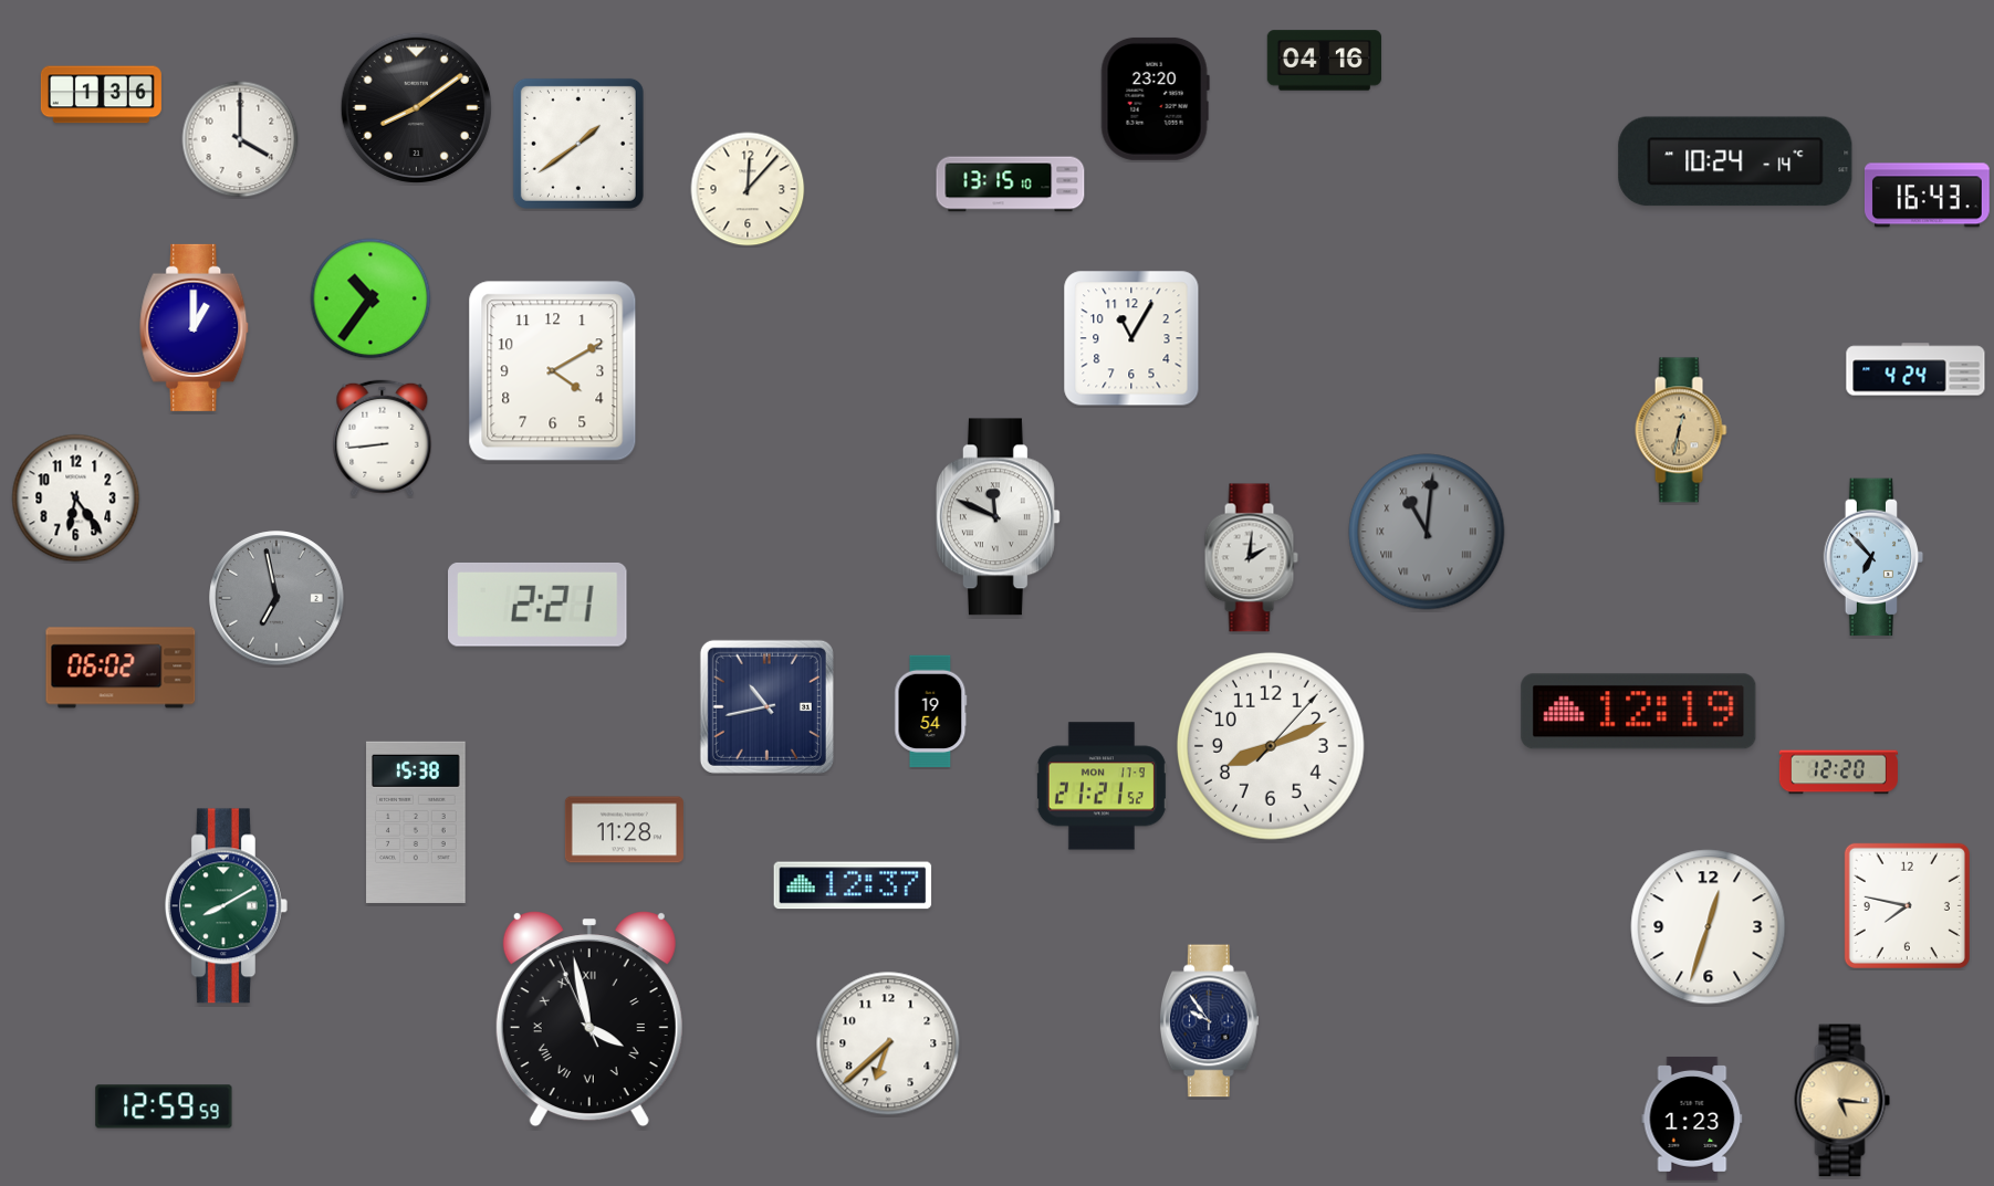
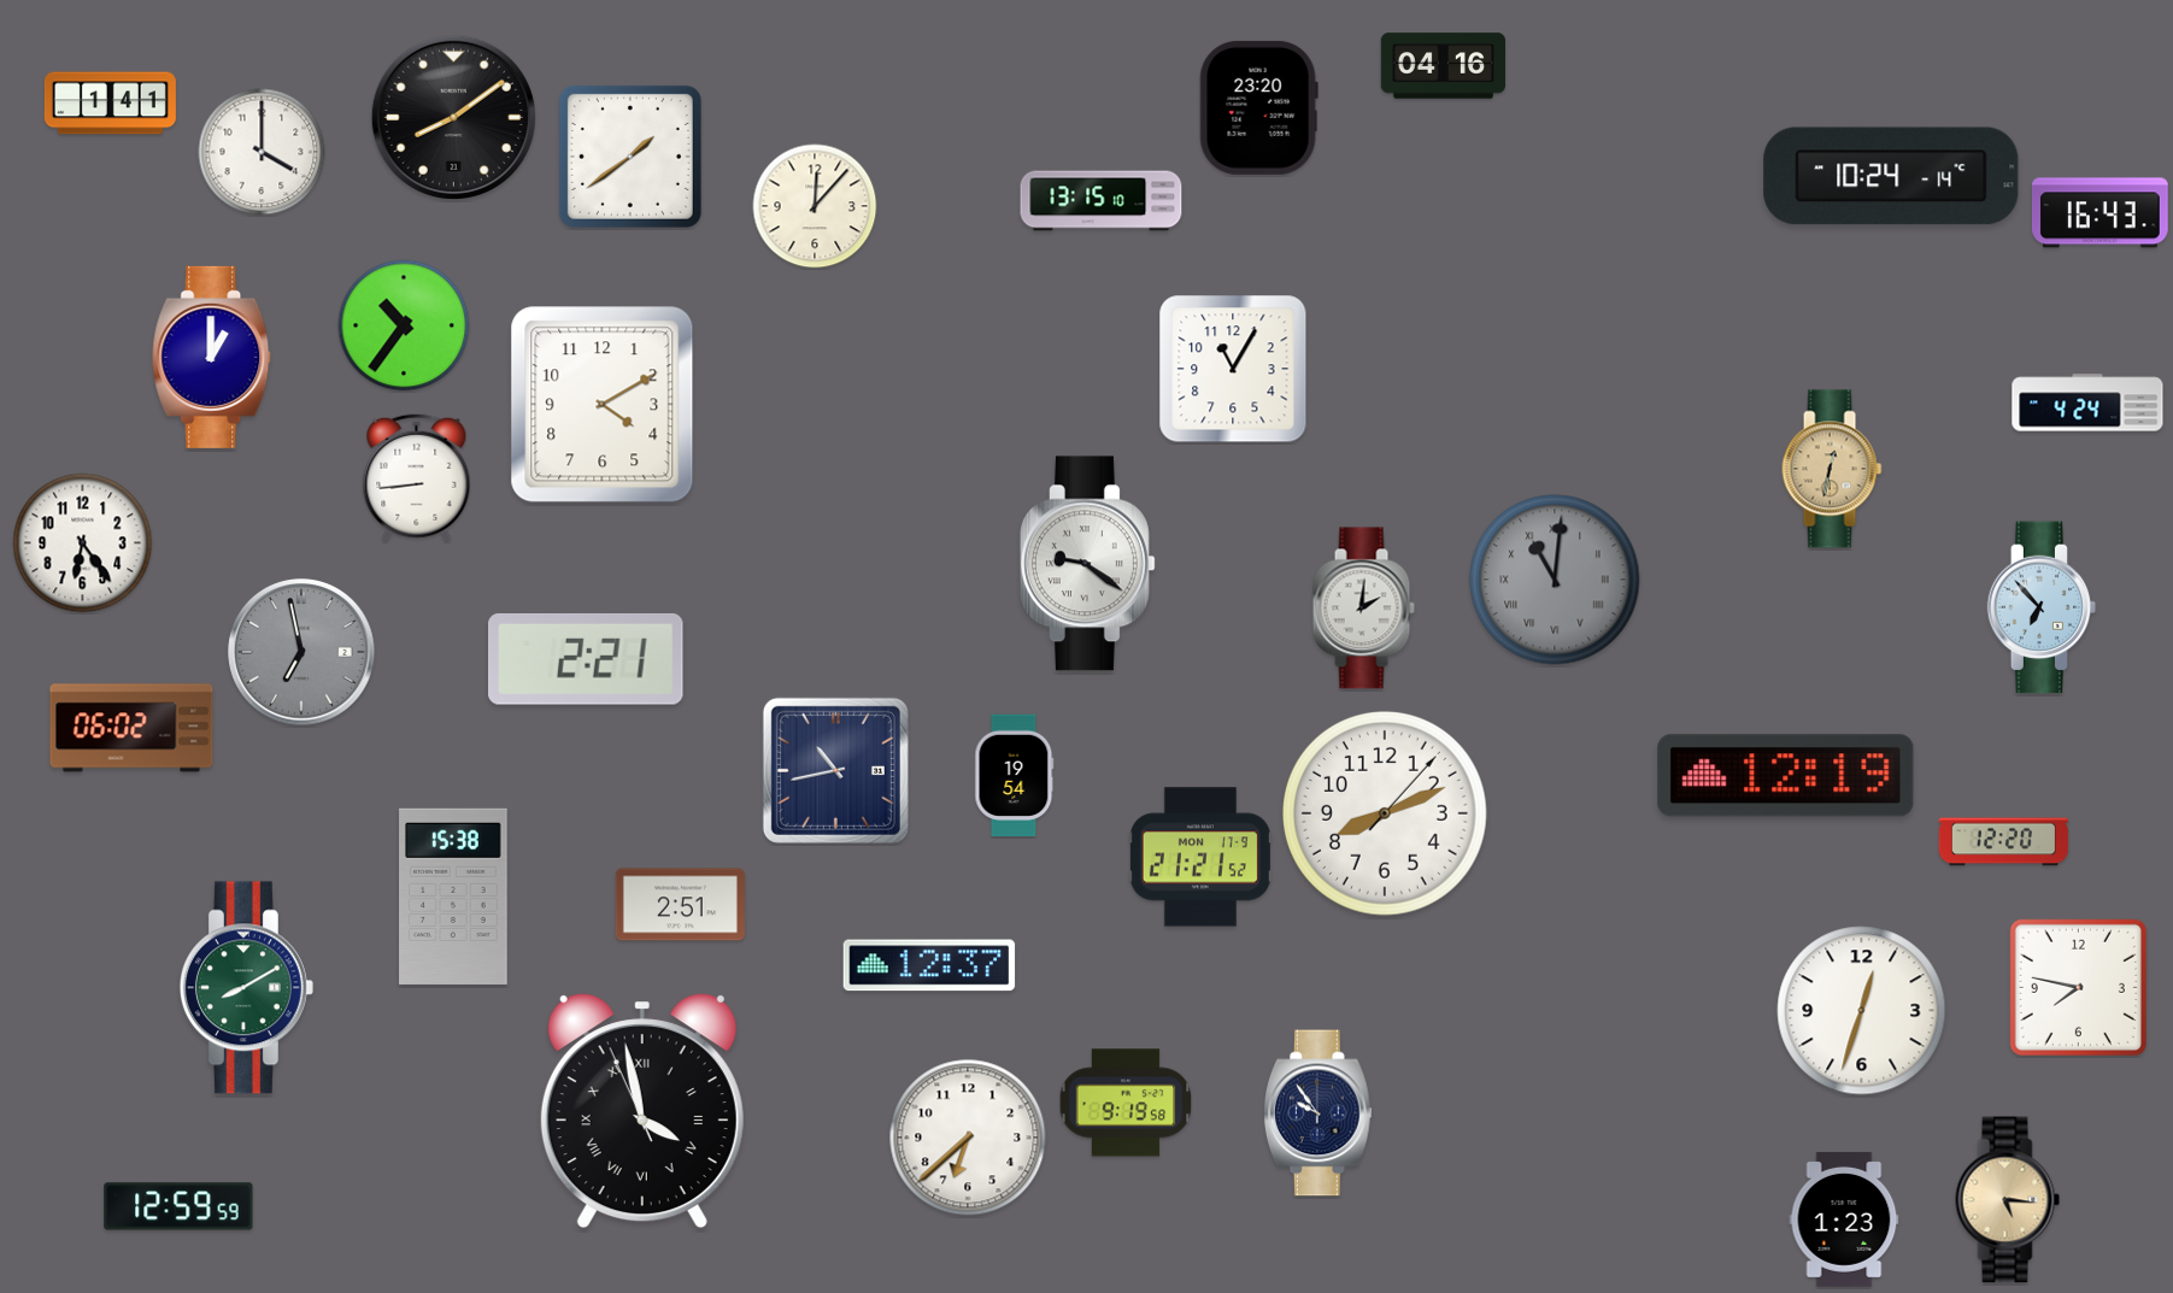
clock at (101, 95): 1:36 -> 1:41
clock at (998, 517): 11:49 -> 9:21
clock at (624, 830): 11:28 -> 2:51
clock at (1126, 1103): none -> 9:19
